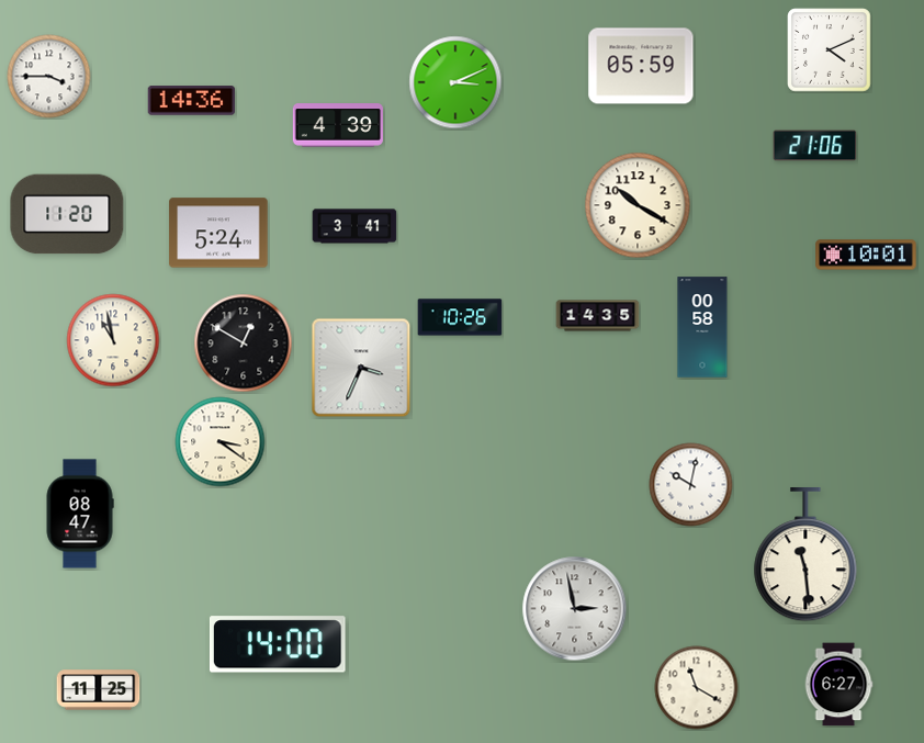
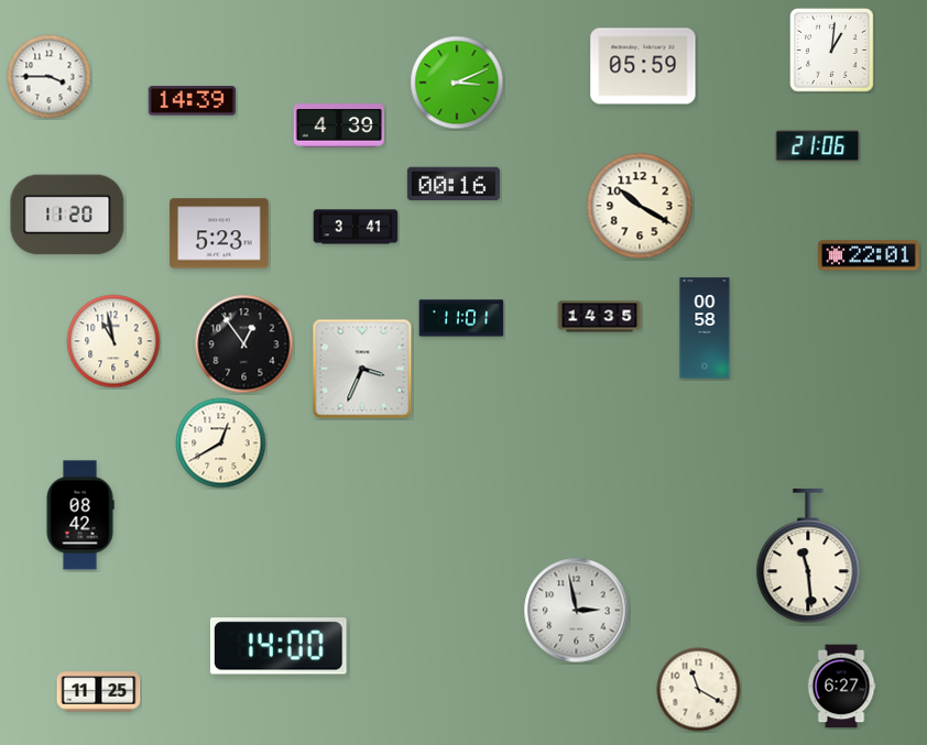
clock at (830, 50): 4:11 -> 1:01
clock at (192, 101): 14:36 -> 14:39
clock at (454, 184): none -> 00:16
clock at (218, 233): 5:24 -> 5:23
clock at (866, 255): 10:01 -> 22:01
clock at (460, 317): 10:26 -> 11:01
clock at (244, 344): 12:50 -> 12:54
clock at (221, 442): 3:21 -> 12:40
clock at (691, 485): 10:02 -> none
clock at (80, 514): 08:47 -> 08:42
